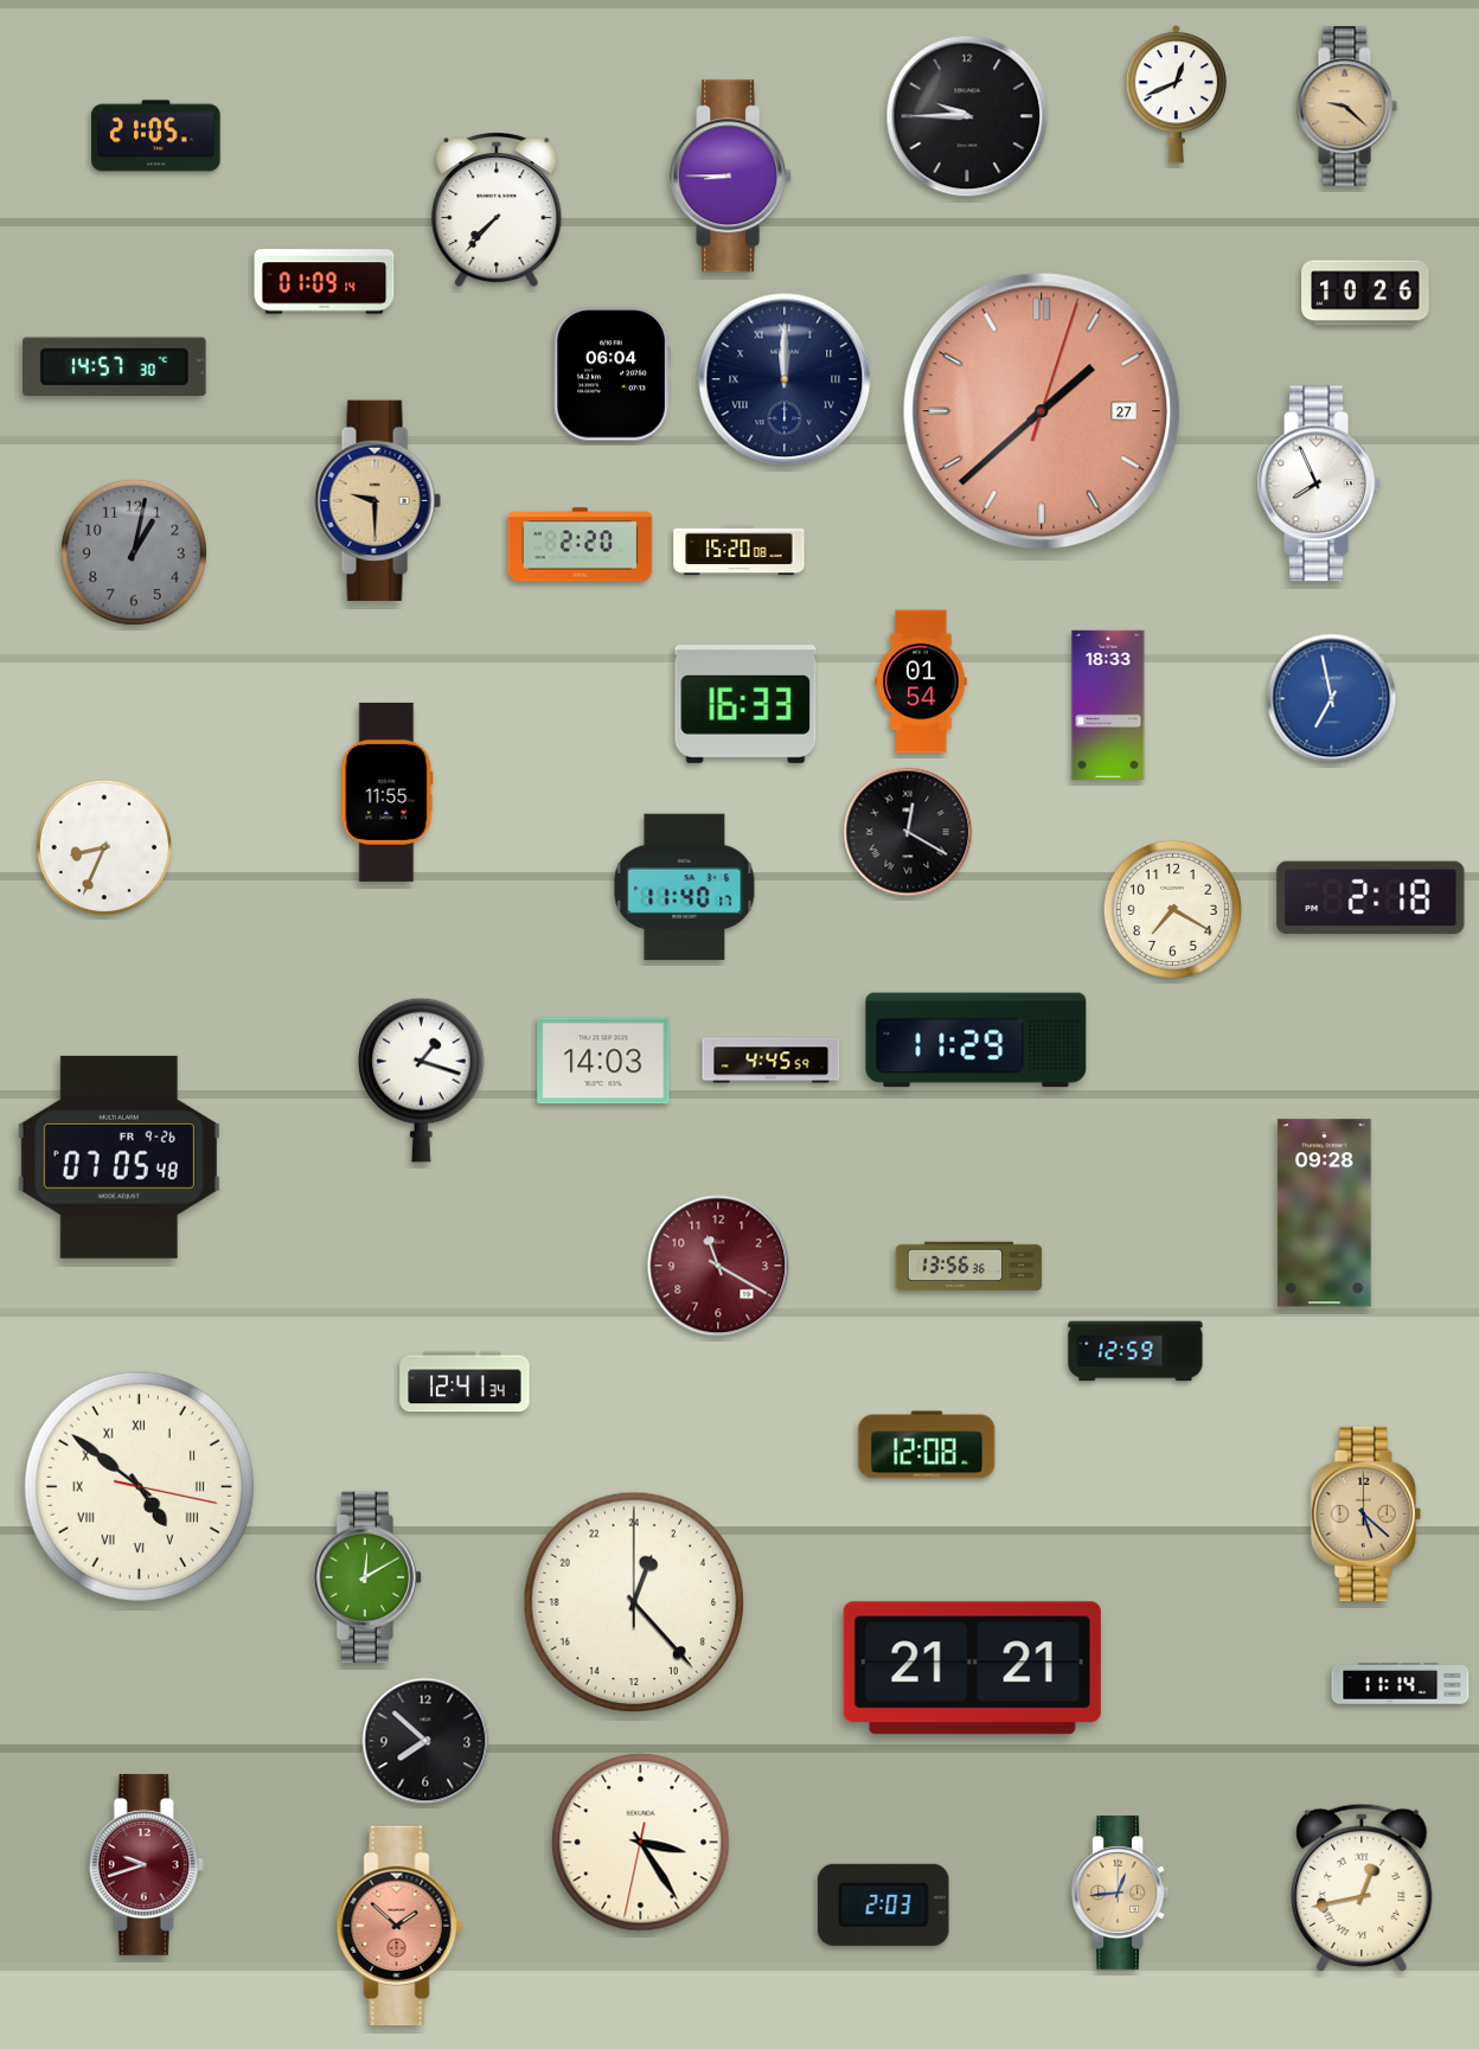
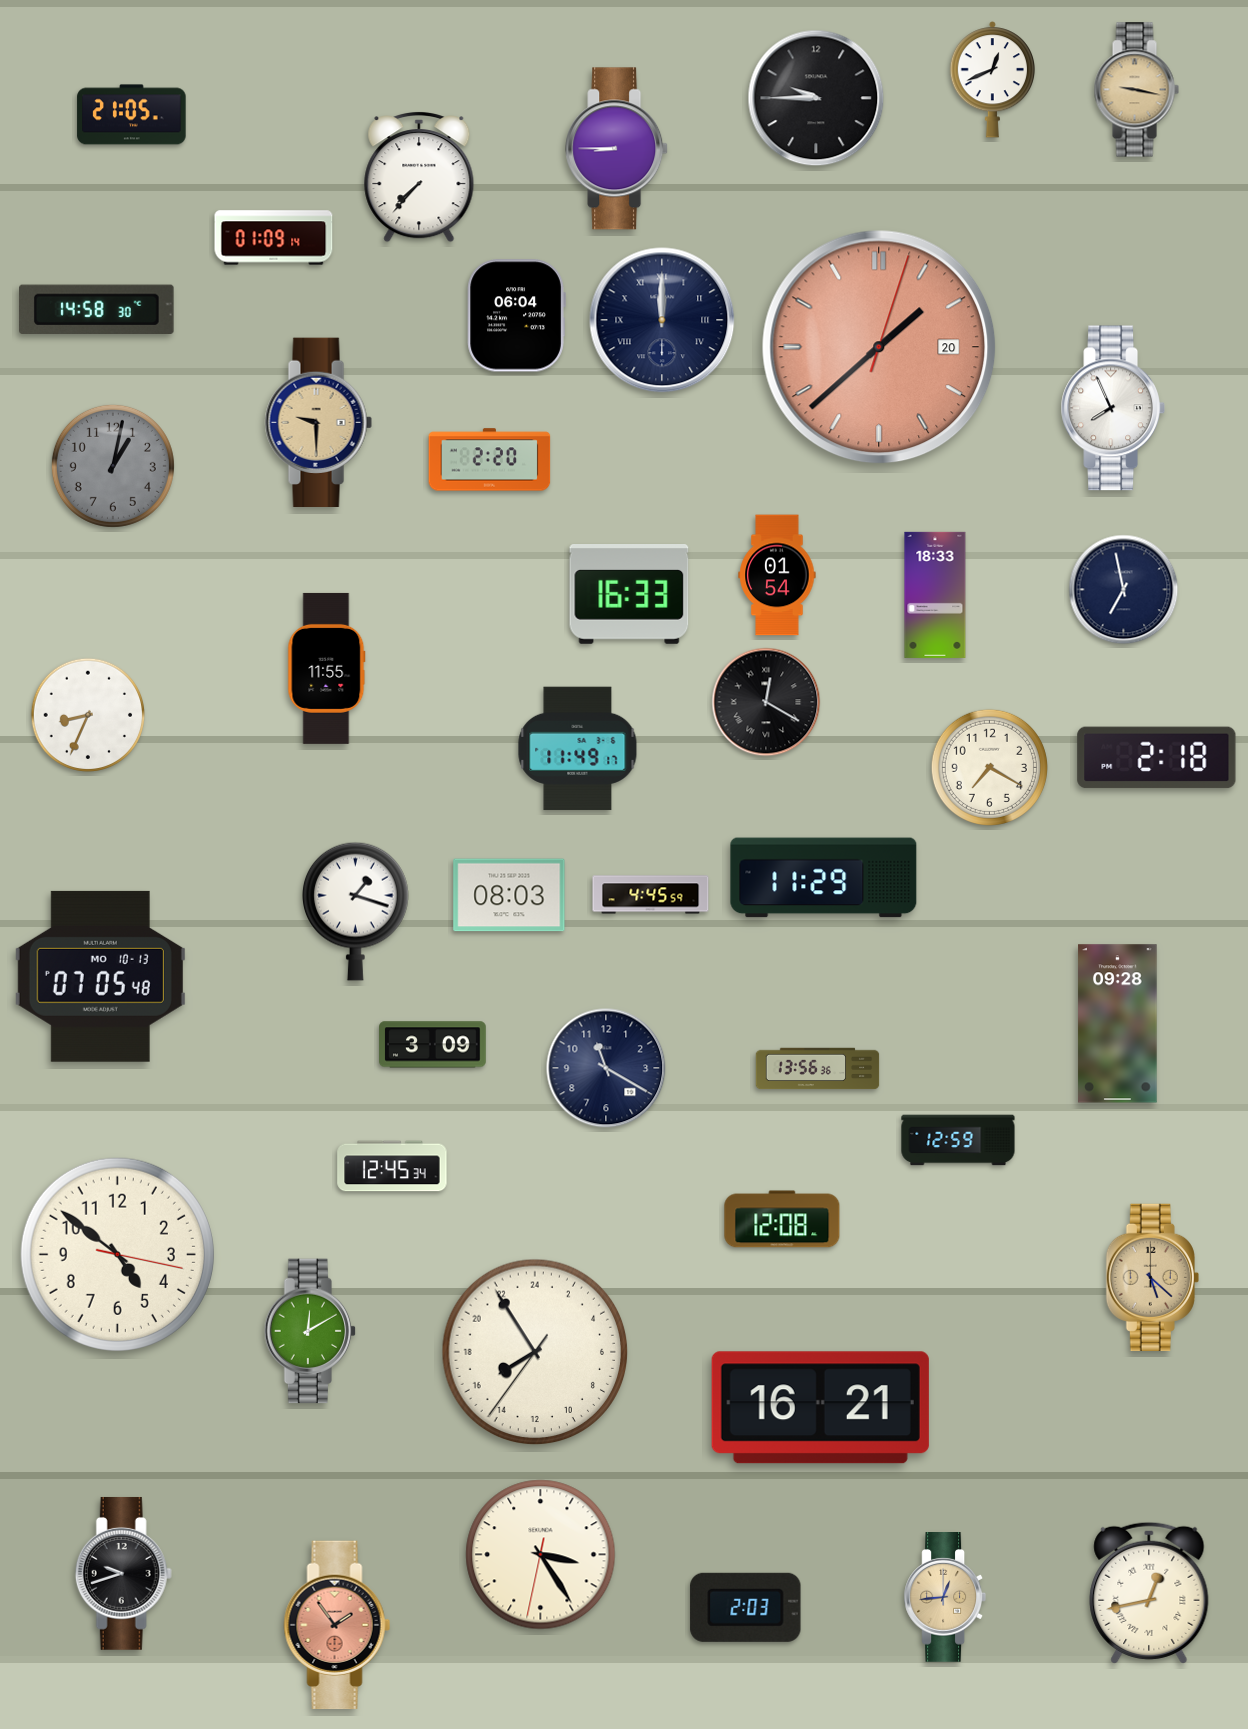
clock at (1346, 107): 9:22 -> 9:17
clock at (1365, 293): 10:26 -> none
clock at (115, 367): 14:57 -> 14:58
clock at (1042, 411) date: 27 -> 20
clock at (739, 551): 15:20 -> none
clock at (1332, 699) dial: blue -> navy
clock at (685, 888): 11:40 -> 11:49
clock at (603, 1061): 14:03 -> 08:03
clock at (119, 1157) date: FR 9-26 -> MO 10-13
clock at (433, 1045): none -> 3:09
clock at (718, 1266) dial: burgundy -> navy
clock at (465, 1382): 12:41 -> 12:45
clock at (139, 1486) numerals: Roman -> Arabic
clock at (634, 1602): 1:23 -> 15:54
clock at (972, 1669): 21:21 -> 16:21
clock at (1401, 1684): 11:14 -> none
clock at (425, 1741): 7:52 -> none
clock at (146, 1864) dial: burgundy -> black
clock at (399, 1926): 1:52 -> 1:54
